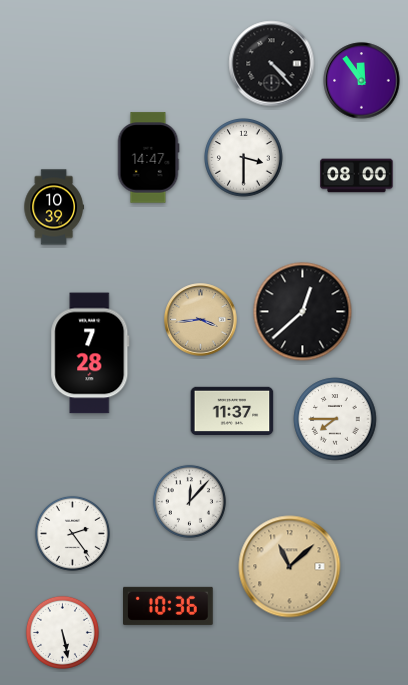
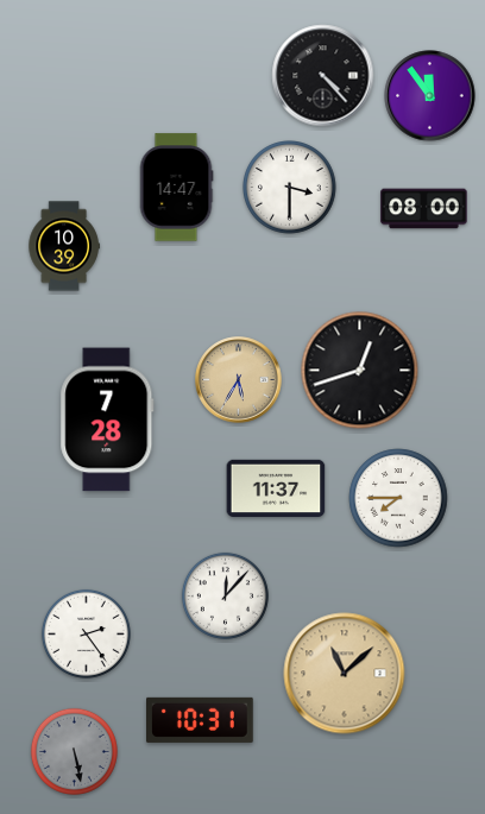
clock at (303, 312): 12:38 -> 12:42
clock at (201, 320): 3:44 -> 5:35
clock at (169, 606): 10:36 -> 10:31
clock at (62, 632) dial: white -> grey
